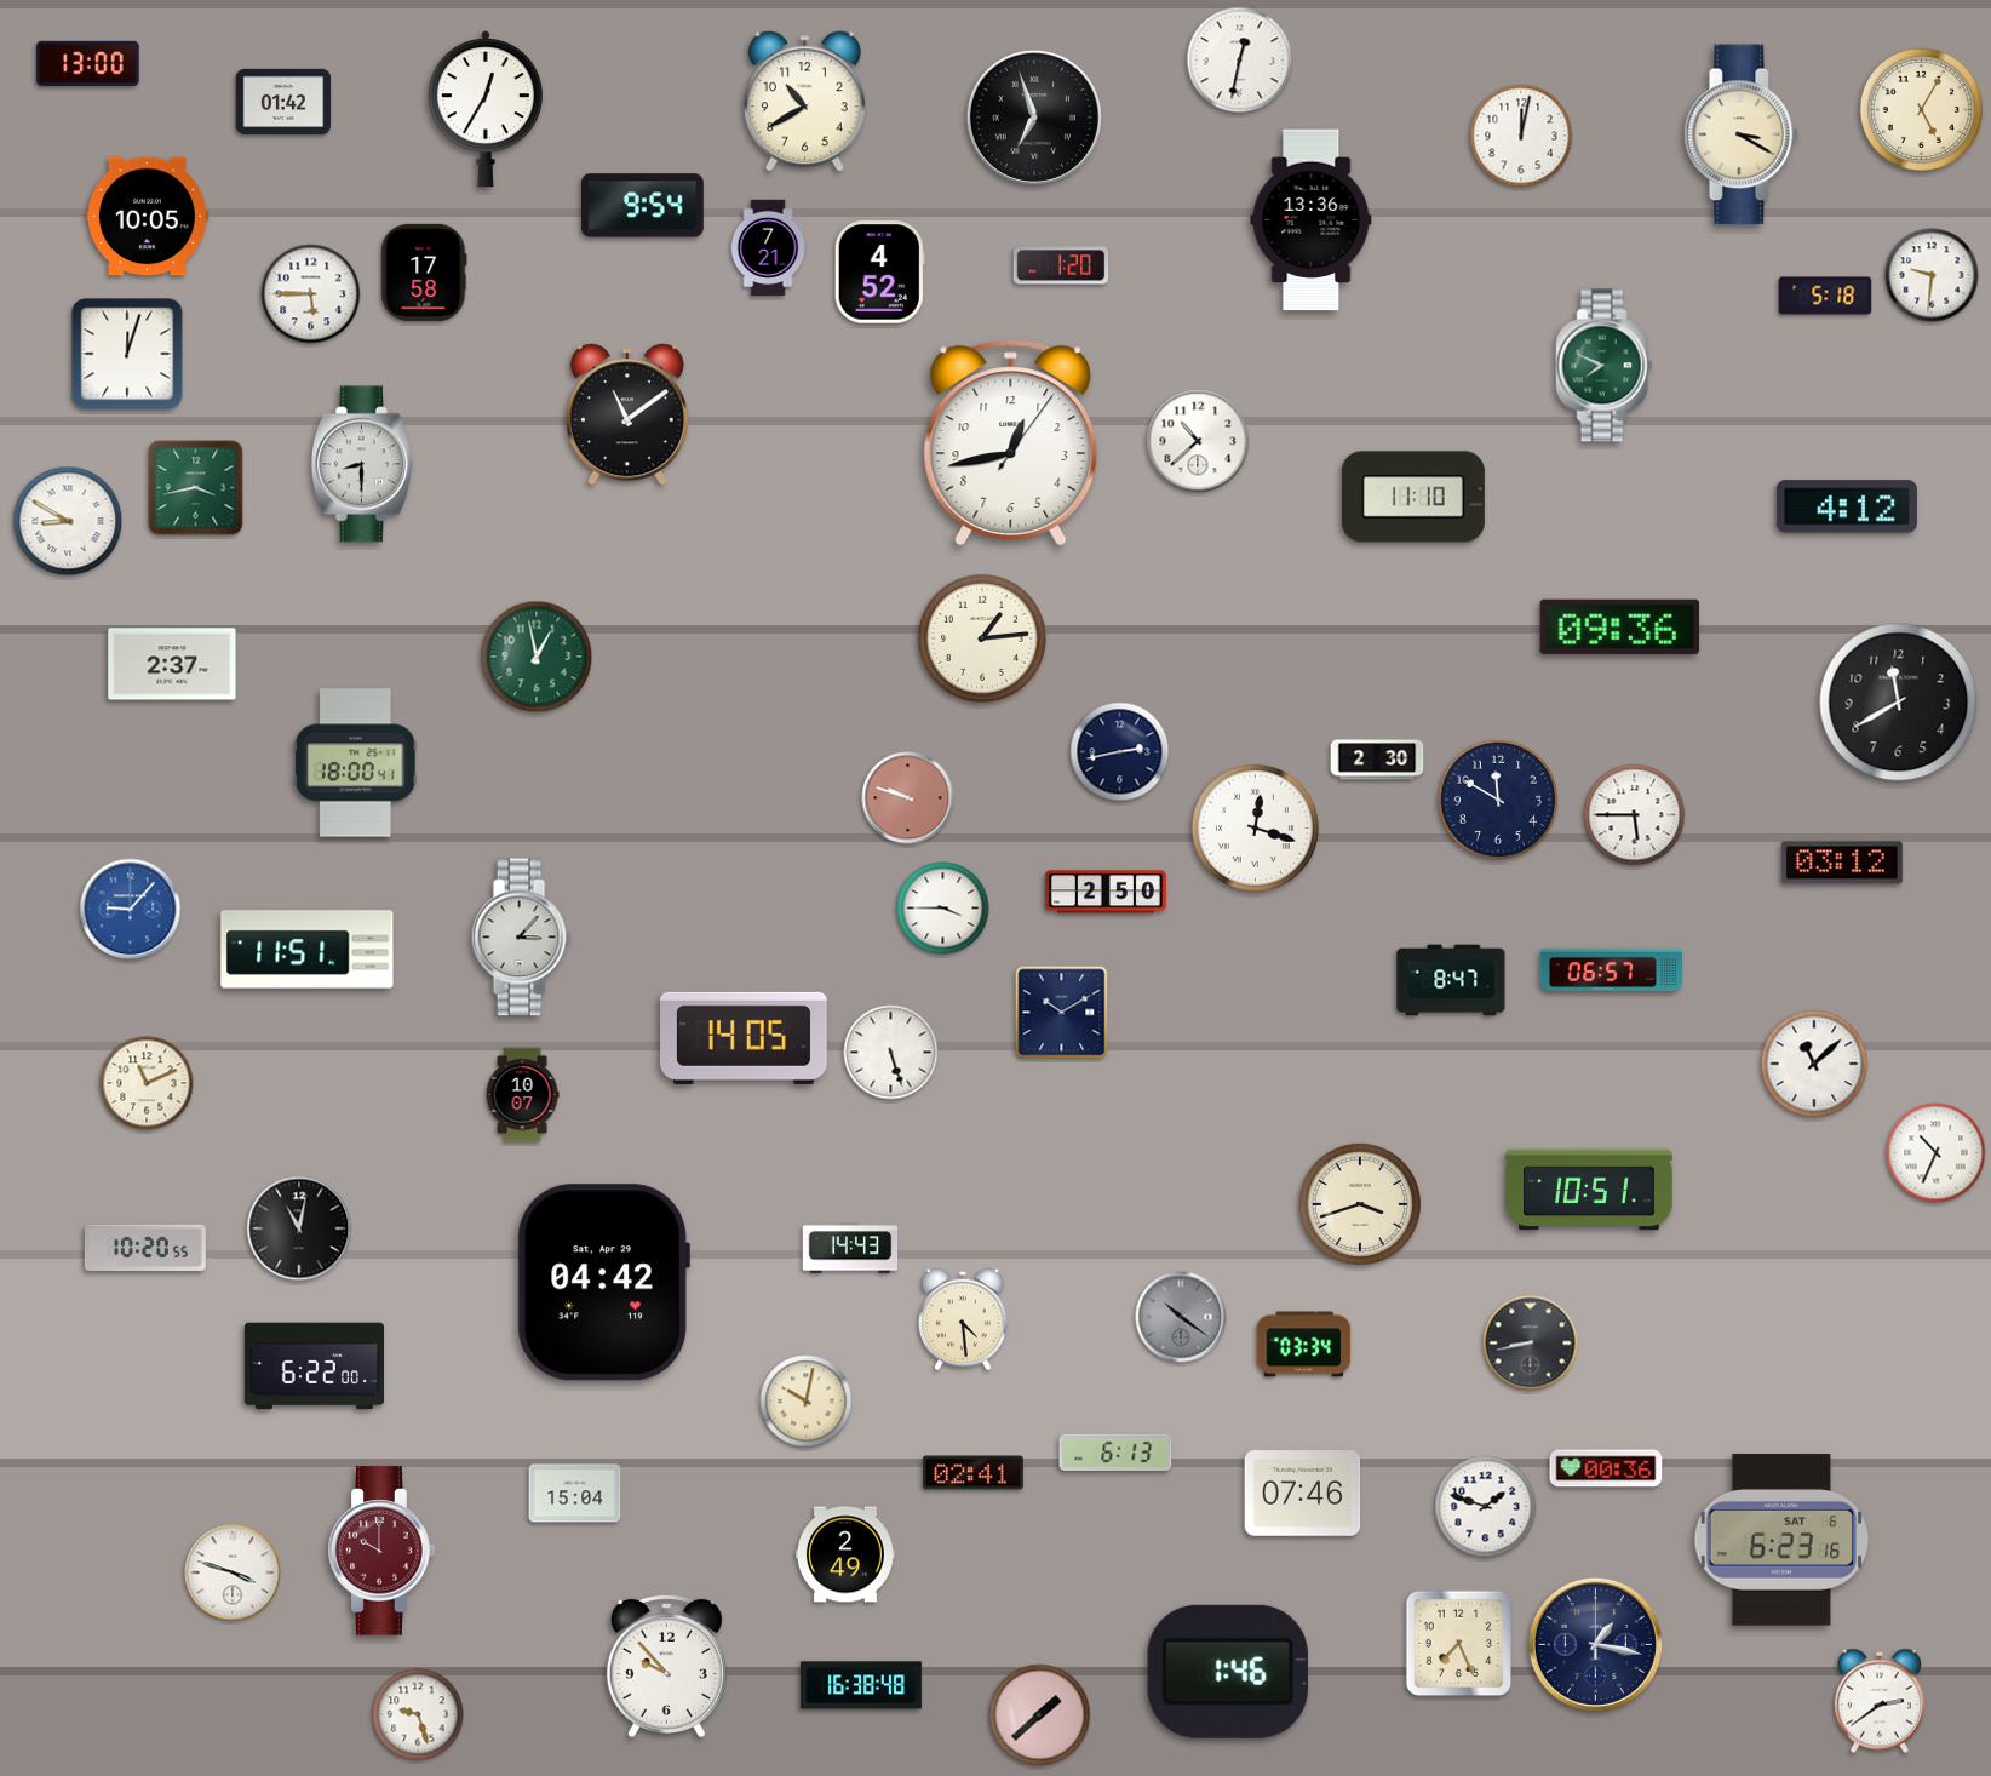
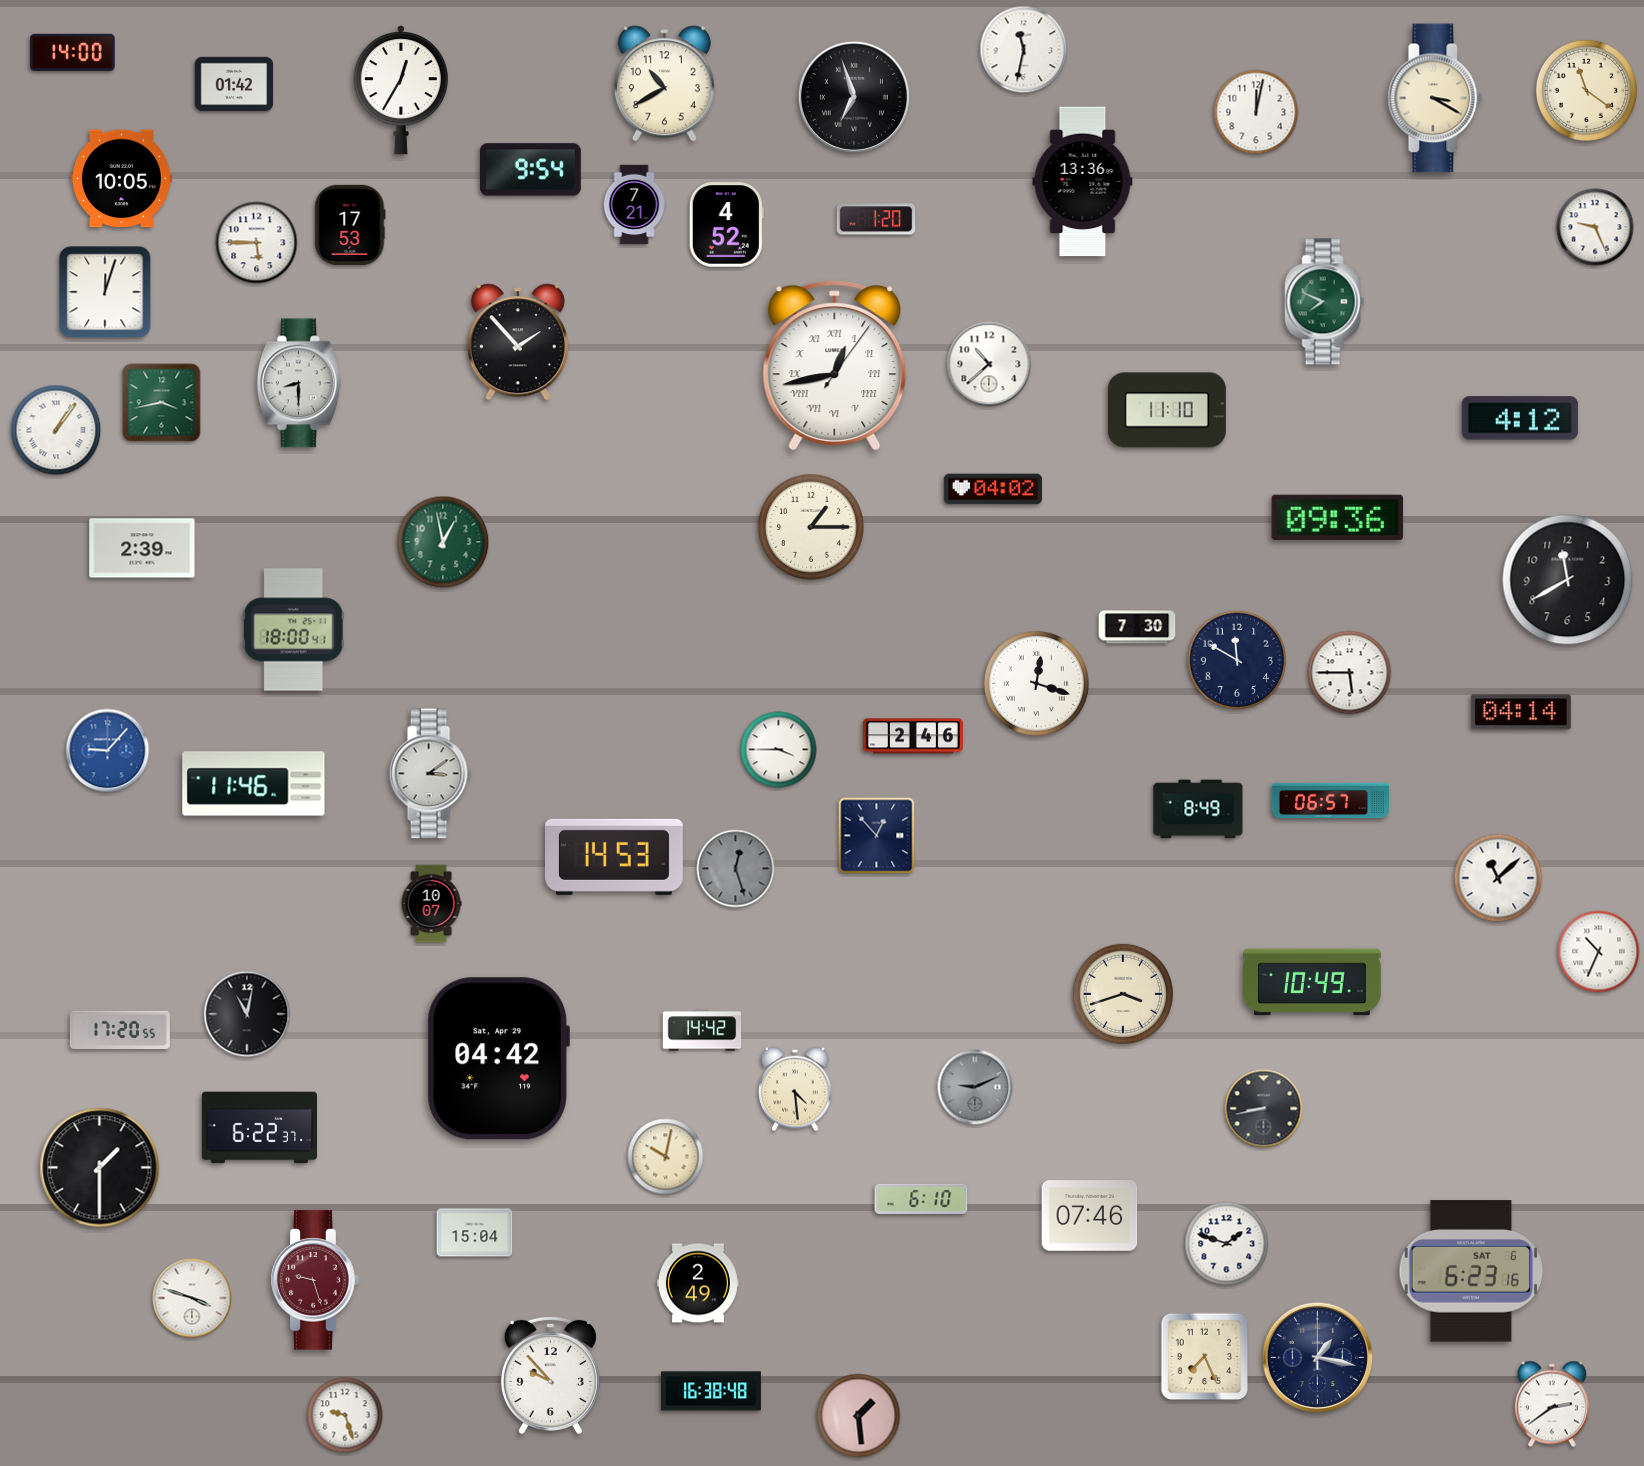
clock at (1240, 61): 12:32 -> 11:32
clock at (88, 63): 13:00 -> 14:00
clock at (1921, 109): 5:05 -> 11:21
clock at (1742, 134) position: (1742, 134) -> (1435, 98)
clock at (424, 273): 17:58 -> 17:53
clock at (1932, 275): 9:31 -> 9:26
clock at (1825, 296): 5:18 -> none
clock at (627, 414): 11:09 -> 1:53
clock at (1011, 443) numerals: Arabic -> Roman
clock at (1847, 506) position: (1847, 506) -> (1520, 418)
clock at (68, 521): 8:50 -> 1:06
clock at (993, 489): none -> 04:02
clock at (982, 638): 1:14 -> 1:15
clock at (172, 664): 2:37 -> 2:39
clock at (1120, 752): 2:43 -> none
clock at (1377, 760): 2:30 -> 7:30
clock at (908, 798): 9:48 -> none
clock at (1842, 863): 03:12 -> 04:14
clock at (1106, 892): 2:50 -> 2:46
clock at (521, 938): 3:07 -> 3:09
clock at (308, 950): 11:51 -> 11:46
clock at (1451, 980): 8:47 -> 8:49
clock at (1062, 1013): 10:10 -> 12:53
clock at (745, 1038): 14:05 -> 14:53
clock at (891, 1053): 5:27 -> 12:27
clock at (891, 1053) dial: white -> grey
clock at (147, 1083): 11:11 -> none
clock at (1589, 1190): 10:51 -> 10:49
clock at (145, 1248): 10:20 -> 17:20
clock at (850, 1248): 14:43 -> 14:42
clock at (1181, 1317): 10:21 -> 9:11
clock at (1304, 1345): 03:34 -> none
clock at (315, 1367): 6:22:00 -> 6:22:37
clock at (100, 1168): none -> 1:30
clock at (1115, 1453): 6:13 -> 6:10
clock at (1606, 1468): 00:36 -> none
clock at (974, 1473): 02:41 -> none
clock at (1303, 1494) position: (1303, 1494) -> (1090, 1216)
clock at (381, 1551): 10:00 -> 9:27
clock at (1228, 1672): 1:46 -> none
clock at (1040, 1715): 1:38 -> 1:29
